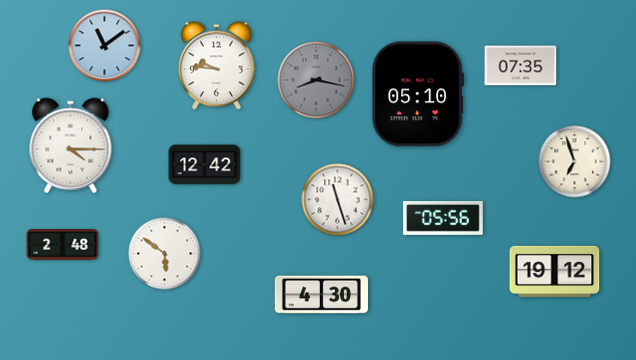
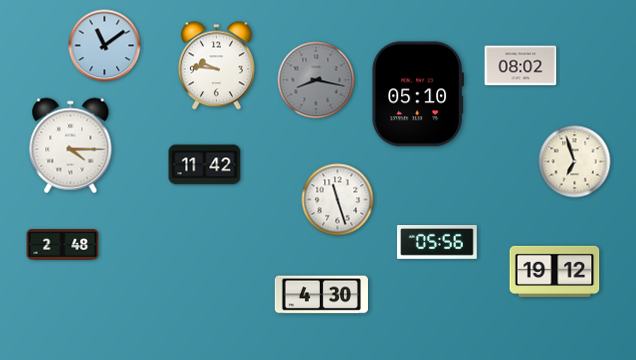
clock at (521, 66): 07:35 -> 08:02
clock at (205, 165): 12:42 -> 11:42
clock at (443, 219) position: (443, 219) -> (437, 243)
clock at (165, 254): 5:51 -> none
